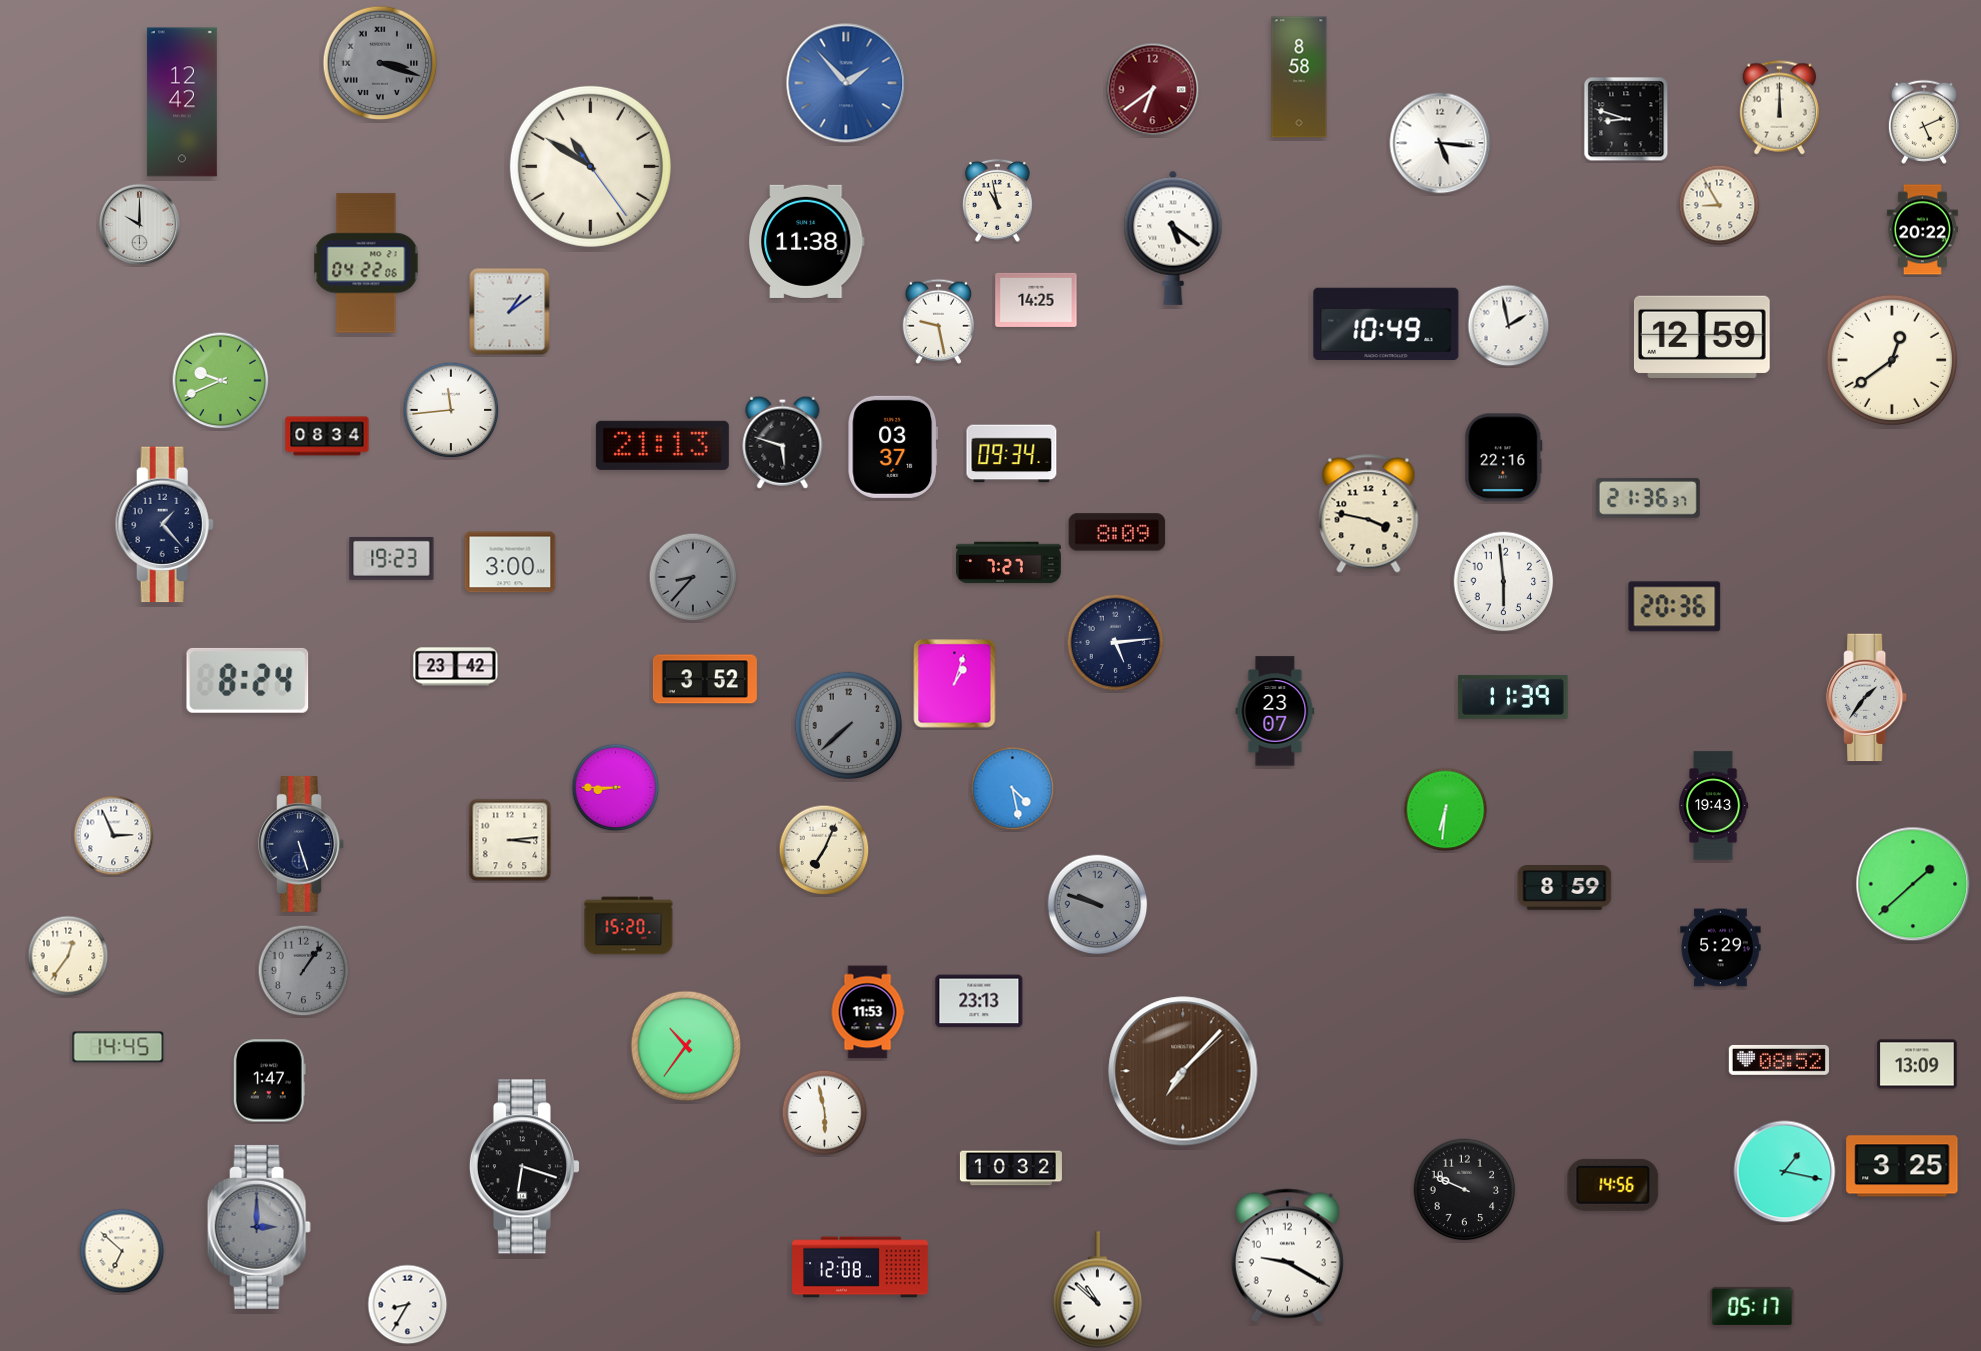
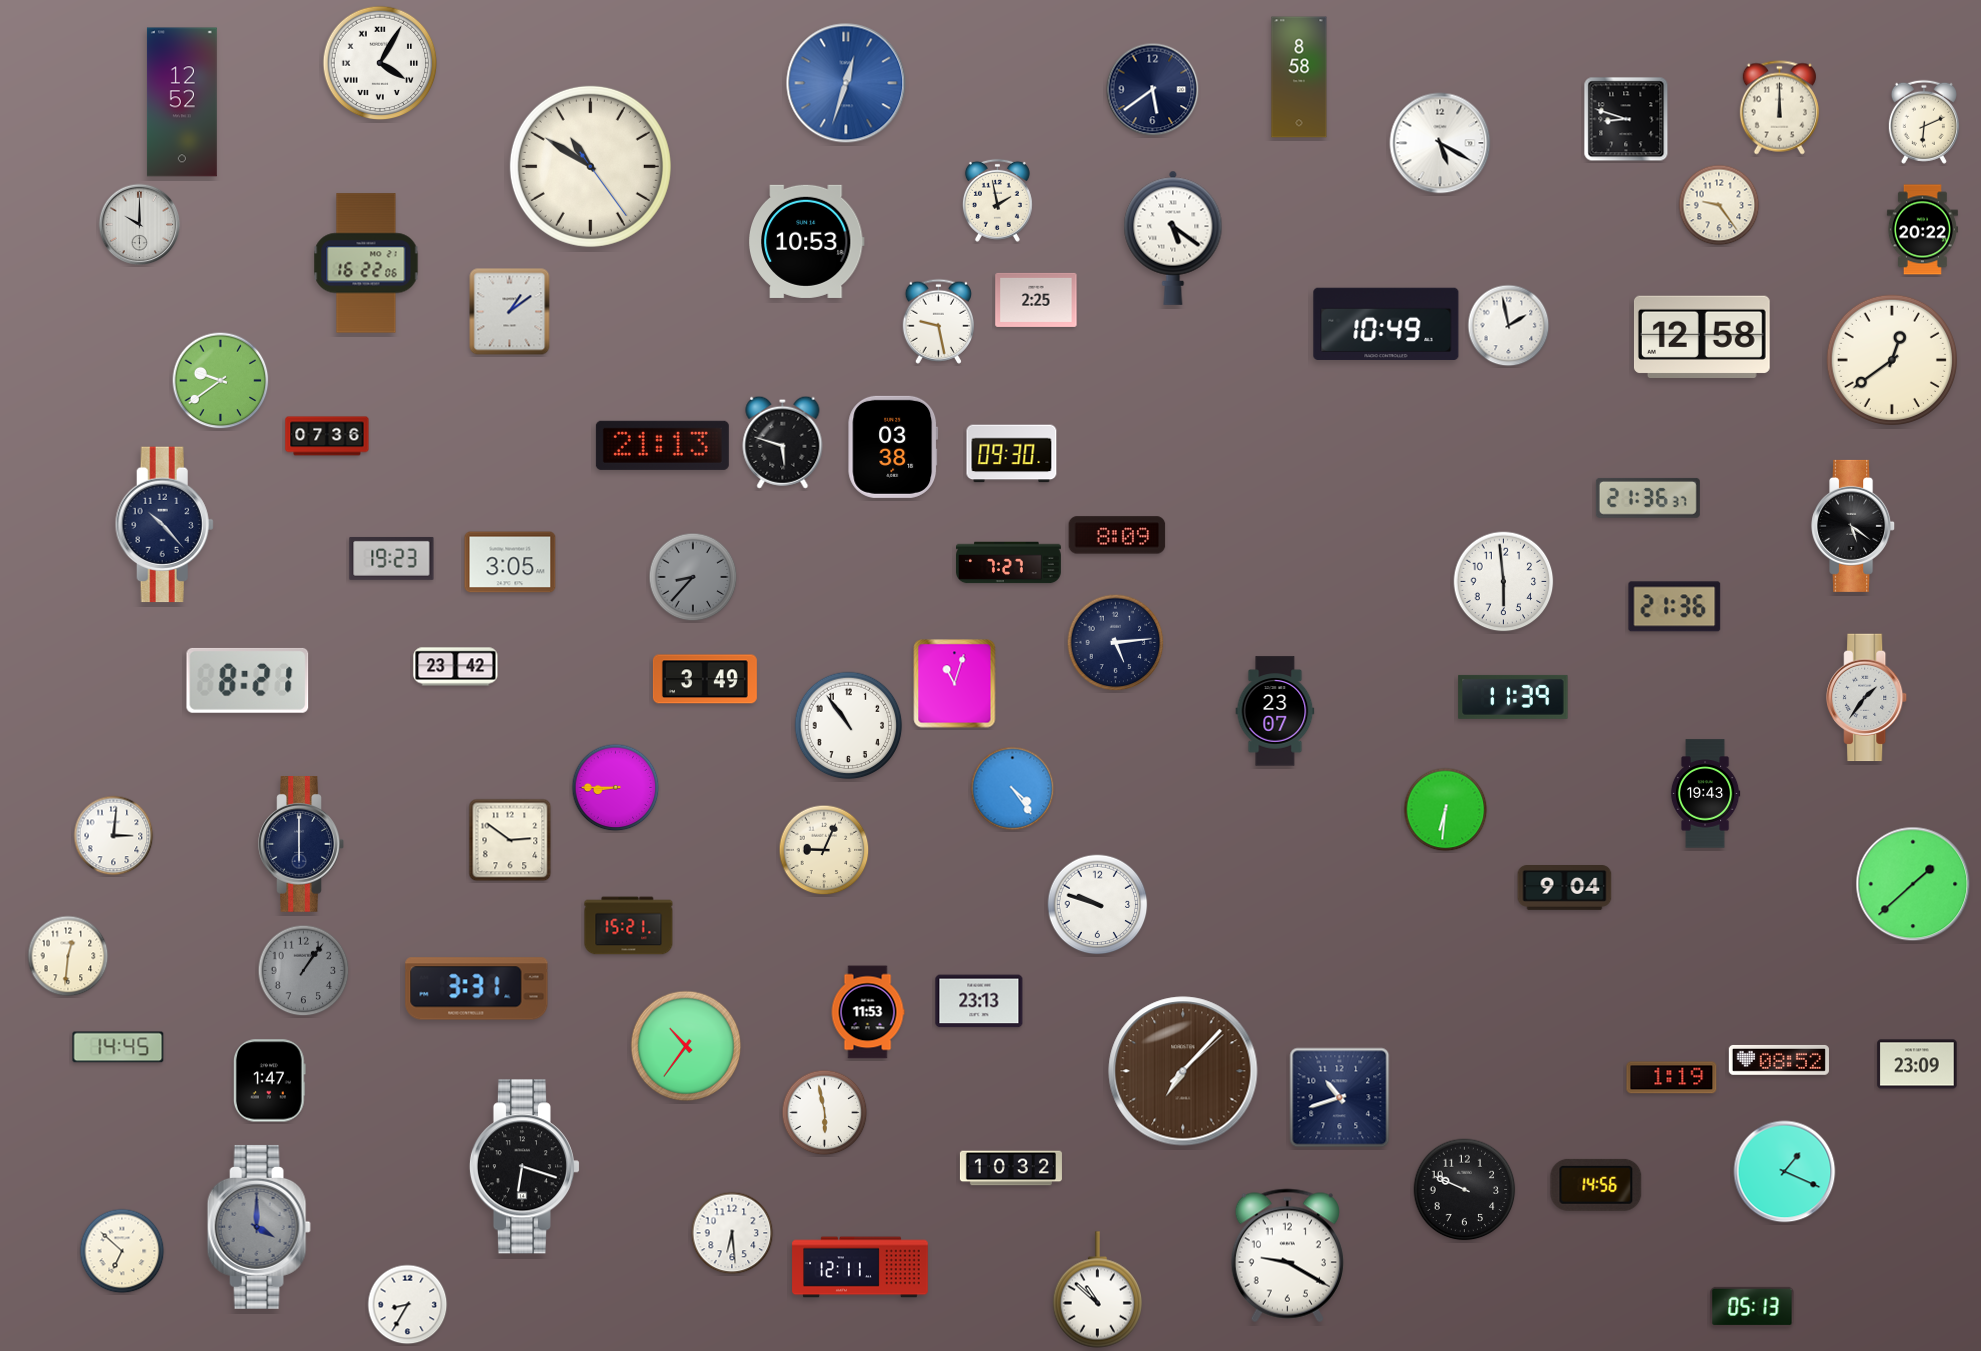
clock at (380, 63): 3:18 -> 4:05
clock at (380, 63) dial: grey -> white
clock at (846, 83): 1:53 -> 12:33
clock at (1153, 90): 6:39 -> 5:39
clock at (1153, 90) dial: burgundy -> navy
clock at (182, 102): 12:42 -> 12:52
clock at (1924, 122): 5:11 -> 6:11
clock at (1440, 143): 5:16 -> 5:20
clock at (997, 200): 10:58 -> 1:58
clock at (1719, 205): 8:55 -> 9:24
clock at (806, 241): 11:38 -> 10:53
clock at (366, 263): 04:22 -> 16:22
clock at (1036, 300): 14:25 -> 2:25
clock at (1702, 336): 12:59 -> 12:58
clock at (221, 381): 9:41 -> 9:39
clock at (451, 410): 11:44 -> none
clock at (327, 436): 08:34 -> 07:36
clock at (893, 447): 03:37 -> 03:38
clock at (1012, 454): 09:34 -> 09:30
clock at (1504, 458): 22:16 -> none
clock at (1369, 514): 3:47 -> none
clock at (164, 525): 1:23 -> 10:23
clock at (1854, 526): none -> 5:21
clock at (1117, 532) position: (1117, 532) -> (1117, 535)
clock at (510, 562): 3:00 -> 3:05
clock at (1675, 607): 20:36 -> 21:36
clock at (705, 679): 3:52 -> 3:49
clock at (248, 680): 8:24 -> 8:21
clock at (955, 684): 1:03 -> 11:03
clock at (849, 726): 7:38 -> 10:54
clock at (849, 726) dial: grey -> white
clock at (1013, 789): 4:28 -> 4:24
clock at (1713, 806) position: (1713, 806) -> (1705, 794)
clock at (114, 836): 2:56 -> 3:01
clock at (510, 840): 3:14 -> 2:51
clock at (301, 845): 5:27 -> 6:00
clock at (824, 850): 7:04 -> 9:04
clock at (1565, 888): 8:59 -> 9:04
clock at (1098, 905) dial: grey -> white
clock at (629, 926): 15:20 -> 15:21
clock at (1721, 948): 5:29 -> none
clock at (68, 956): 12:36 -> 12:31
clock at (477, 989): none -> 3:31
clock at (1917, 1064): 13:09 -> 23:09
clock at (1672, 1078): none -> 1:19
clock at (1340, 1098): none -> 10:42
clock at (1902, 1166): 3:25 -> none
clock at (1785, 1172): 1:17 -> 1:19
clock at (1613, 1185) position: (1613, 1185) -> (1596, 1185)
clock at (259, 1227): 3:00 -> 4:00
clock at (732, 1233): none -> 6:29
clock at (860, 1267): 12:08 -> 12:11
clock at (1752, 1307): 05:17 -> 05:13
